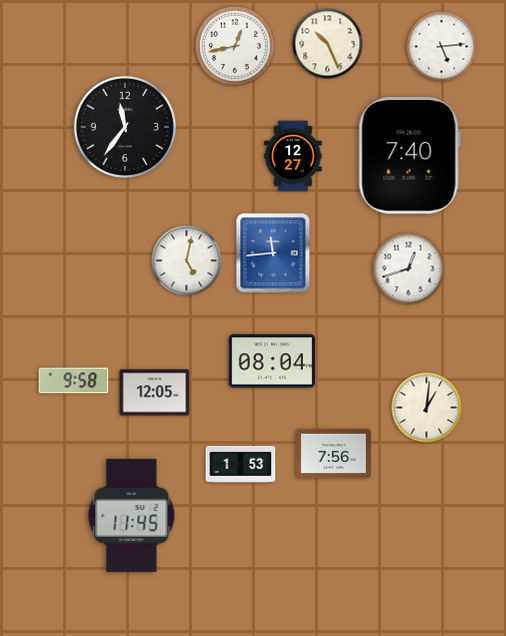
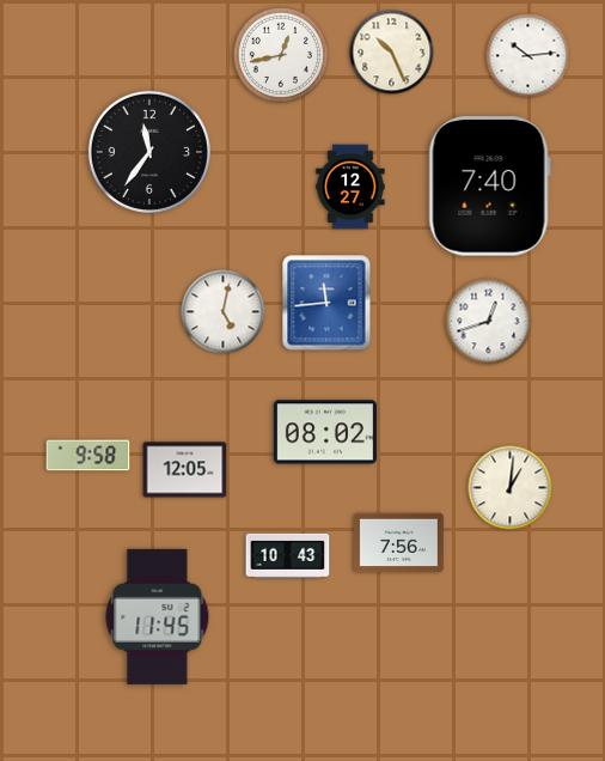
clock at (442, 47): 5:14 -> 10:14
clock at (272, 361): 08:04 -> 08:02
clock at (241, 464): 1:53 -> 10:43
